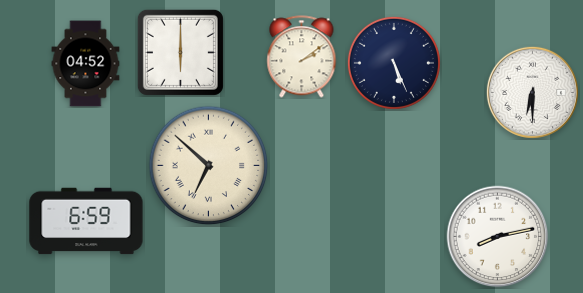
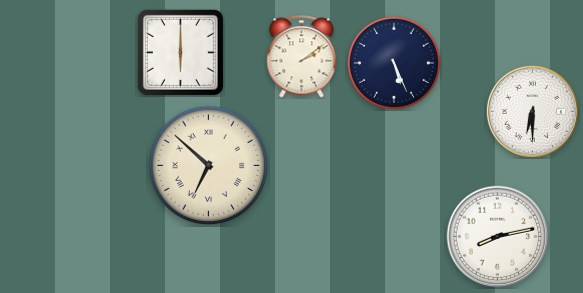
clock at (86, 64): 04:52 -> none
clock at (532, 92) position: (532, 92) -> (532, 111)
clock at (86, 221): 6:59 -> none
